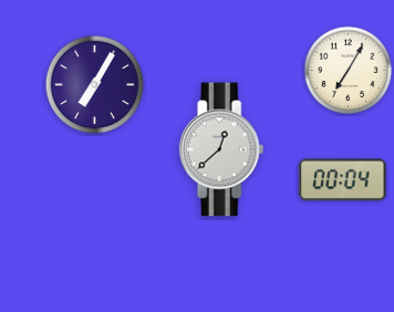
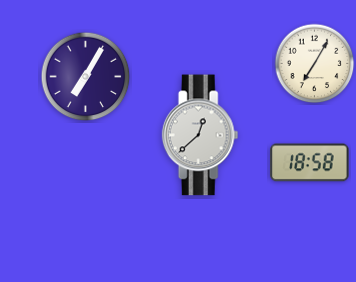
clock at (343, 180): 00:04 -> 18:58
